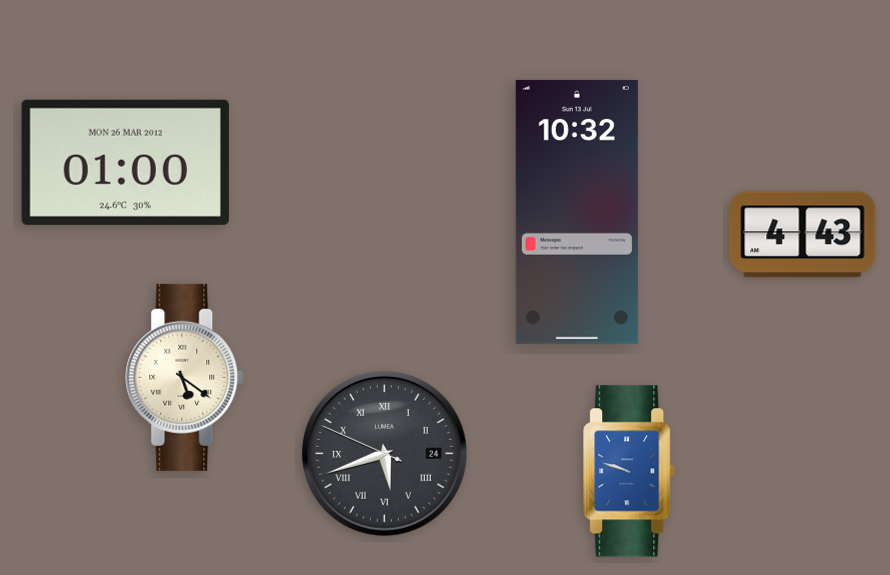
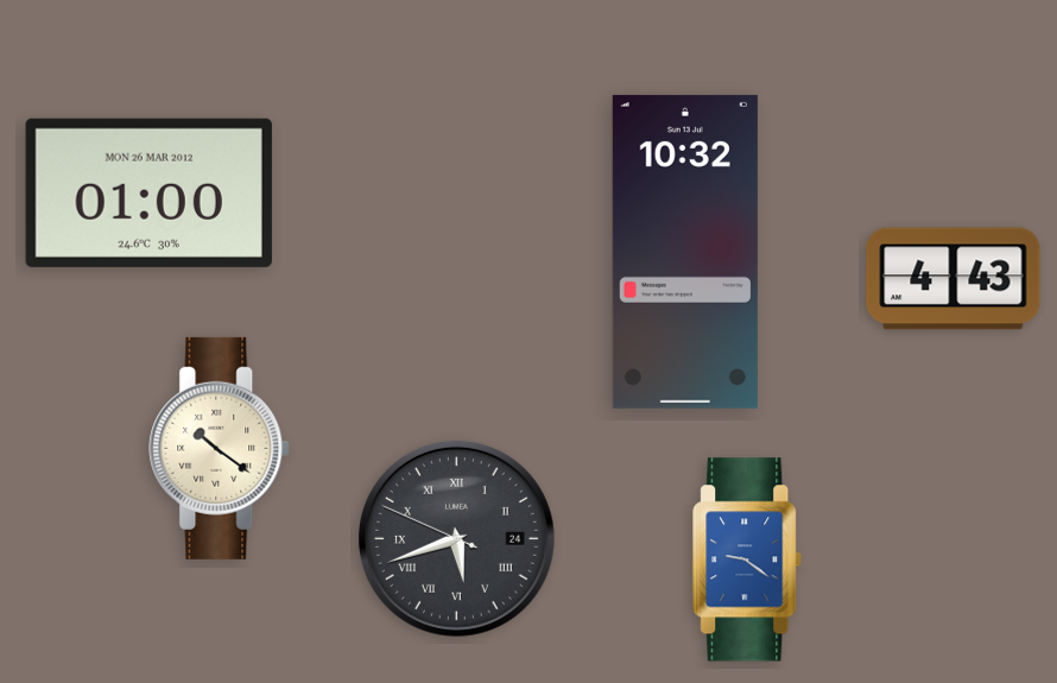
clock at (185, 377): 5:21 -> 10:21
clock at (630, 471): 9:48 -> 9:21
